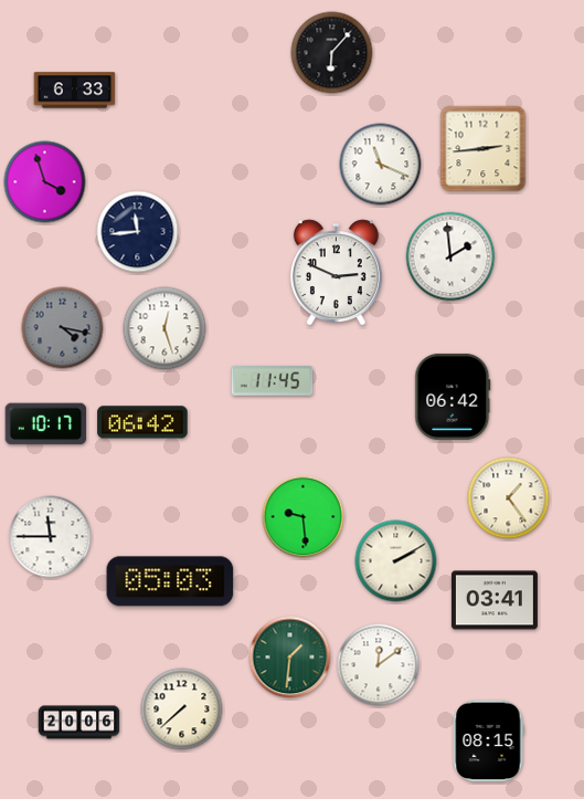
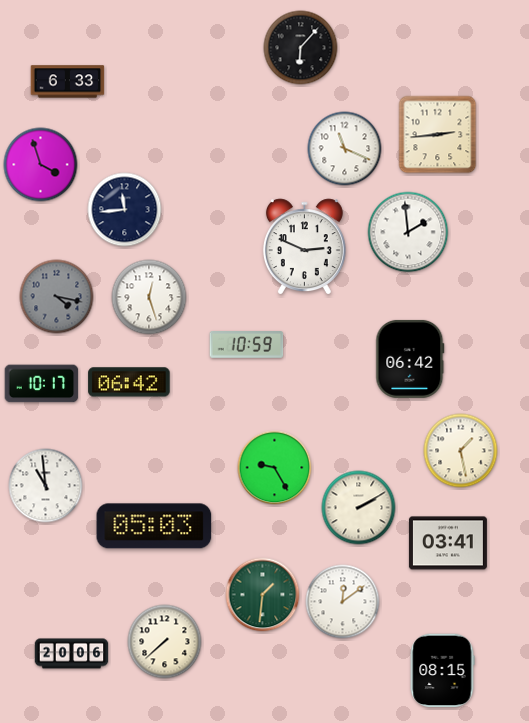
clock at (273, 381): 11:45 -> 10:59
clock at (509, 498): 1:24 -> 1:28
clock at (304, 517): 9:29 -> 9:25
clock at (51, 537): 11:45 -> 10:59
